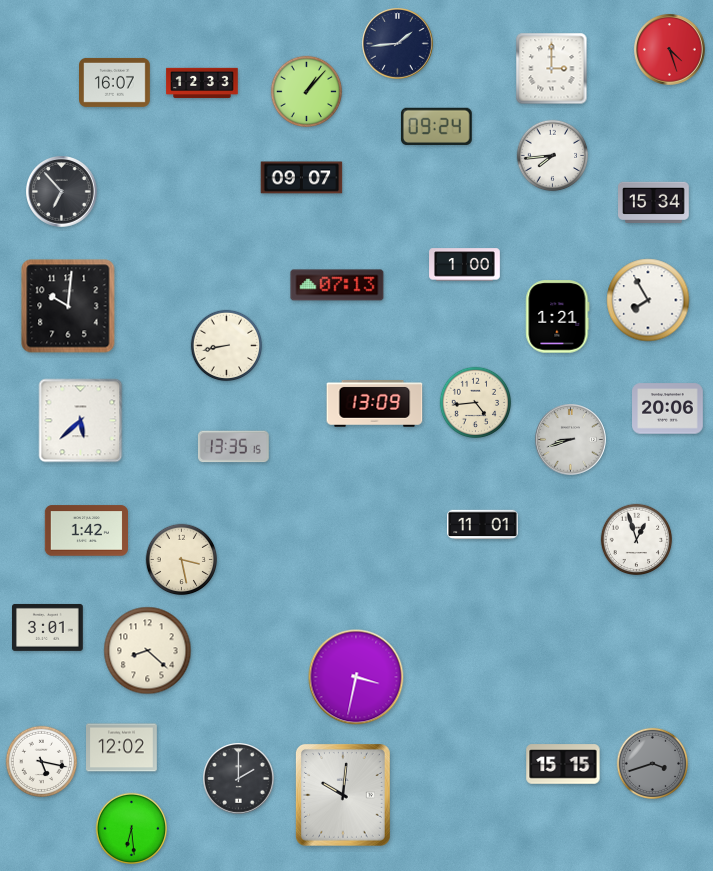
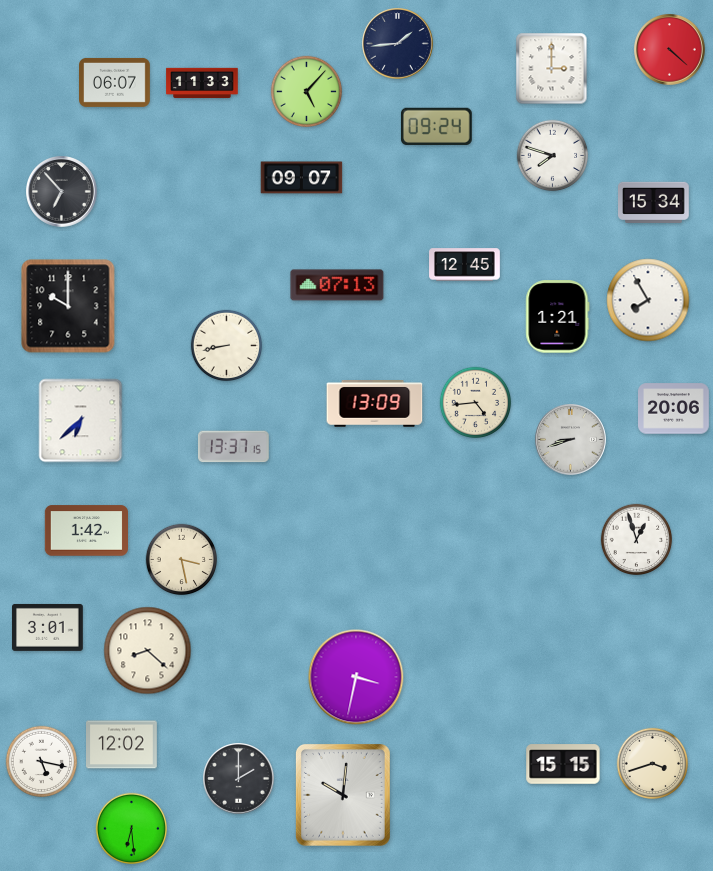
clock at (670, 50): 4:27 -> 4:22
clock at (115, 83): 16:07 -> 06:07
clock at (202, 83): 12:33 -> 11:33
clock at (307, 92): 1:07 -> 5:07
clock at (553, 156): 7:44 -> 7:48
clock at (465, 265): 1:00 -> 12:45
clock at (68, 306): 10:01 -> 10:00
clock at (668, 409) position: (668, 409) -> (674, 409)
clock at (81, 421): 5:38 -> 6:38
clock at (233, 447): 13:35 -> 13:37
clock at (483, 525): 11:01 -> none
clock at (122, 748) position: (122, 748) -> (122, 745)
clock at (653, 764) dial: grey -> cream
